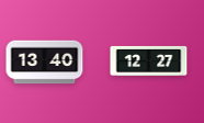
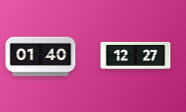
clock at (45, 63): 13:40 -> 01:40
